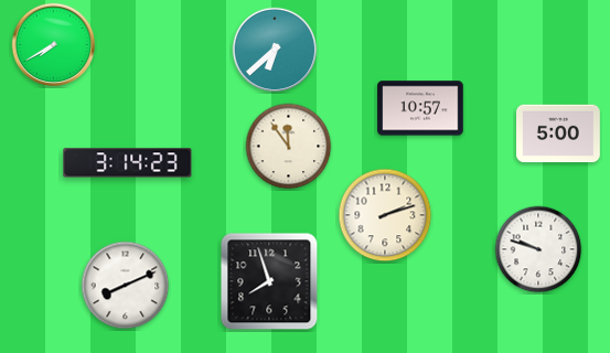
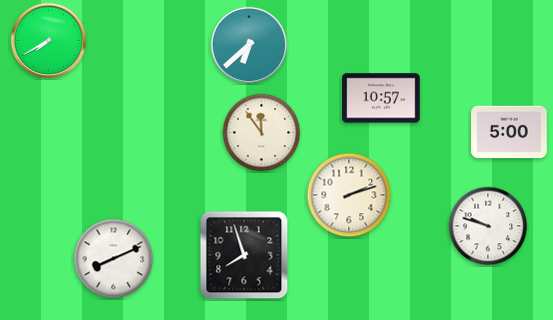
clock at (559, 133) position: (559, 133) -> (510, 132)
clock at (128, 163): 3:14 -> none
